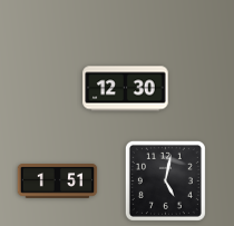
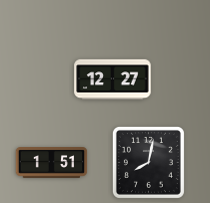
clock at (126, 89): 12:30 -> 12:27
clock at (165, 180): 5:02 -> 8:02
